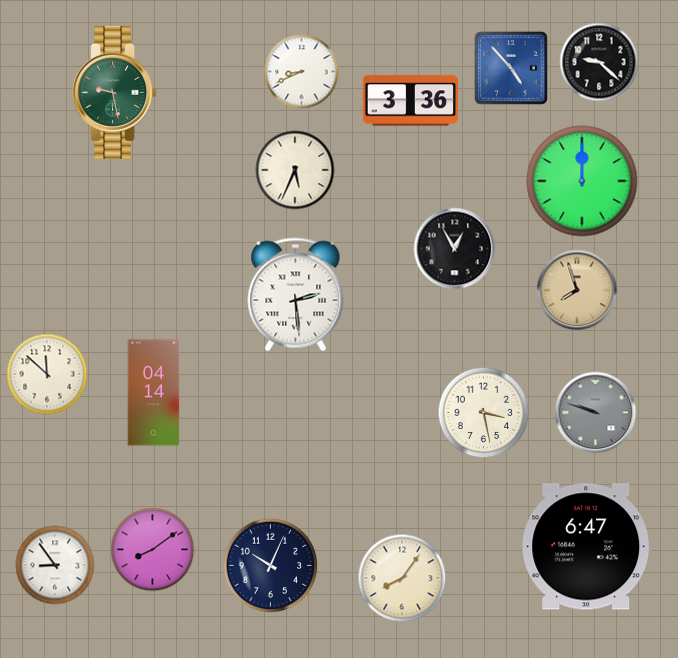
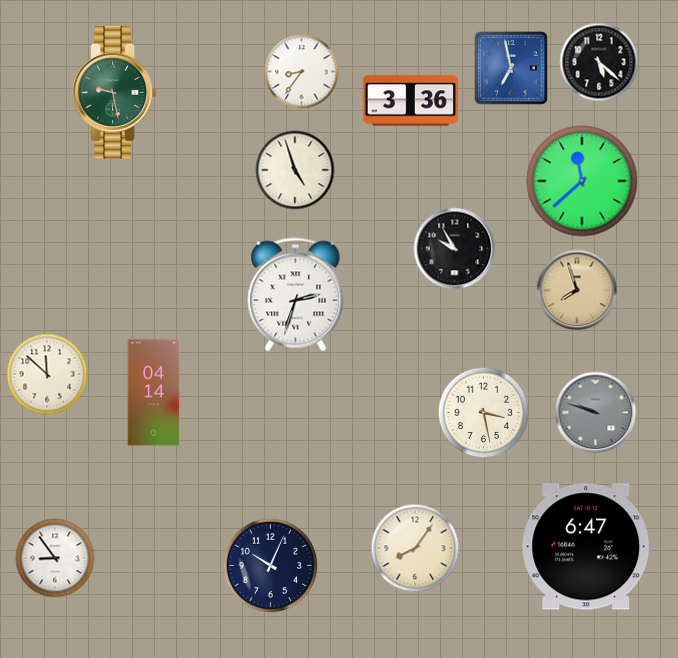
clock at (599, 62): 9:22 -> 5:22
clock at (511, 68): 4:53 -> 6:58
clock at (302, 72): 8:41 -> 8:36
clock at (295, 170): 5:34 -> 4:57
clock at (582, 181): 12:00 -> 11:38
clock at (455, 249): 12:55 -> 9:55
clock at (296, 295): 2:29 -> 2:33
clock at (153, 550): 8:09 -> none
clock at (55, 565) position: (55, 565) -> (55, 558)
clock at (402, 578) position: (402, 578) -> (415, 548)
